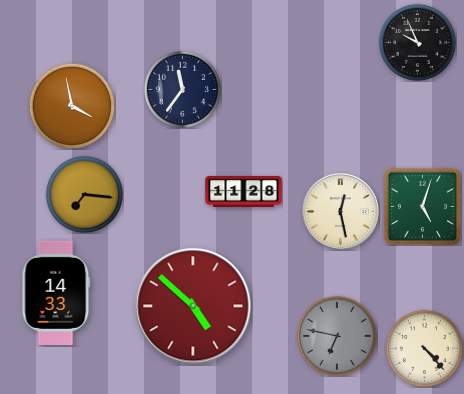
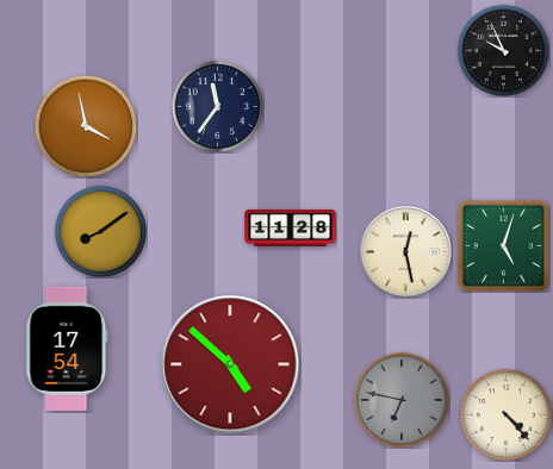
clock at (417, 42) position: (417, 42) -> (503, 50)
clock at (84, 194): 7:16 -> 8:09
clock at (56, 293): 14:33 -> 17:54
